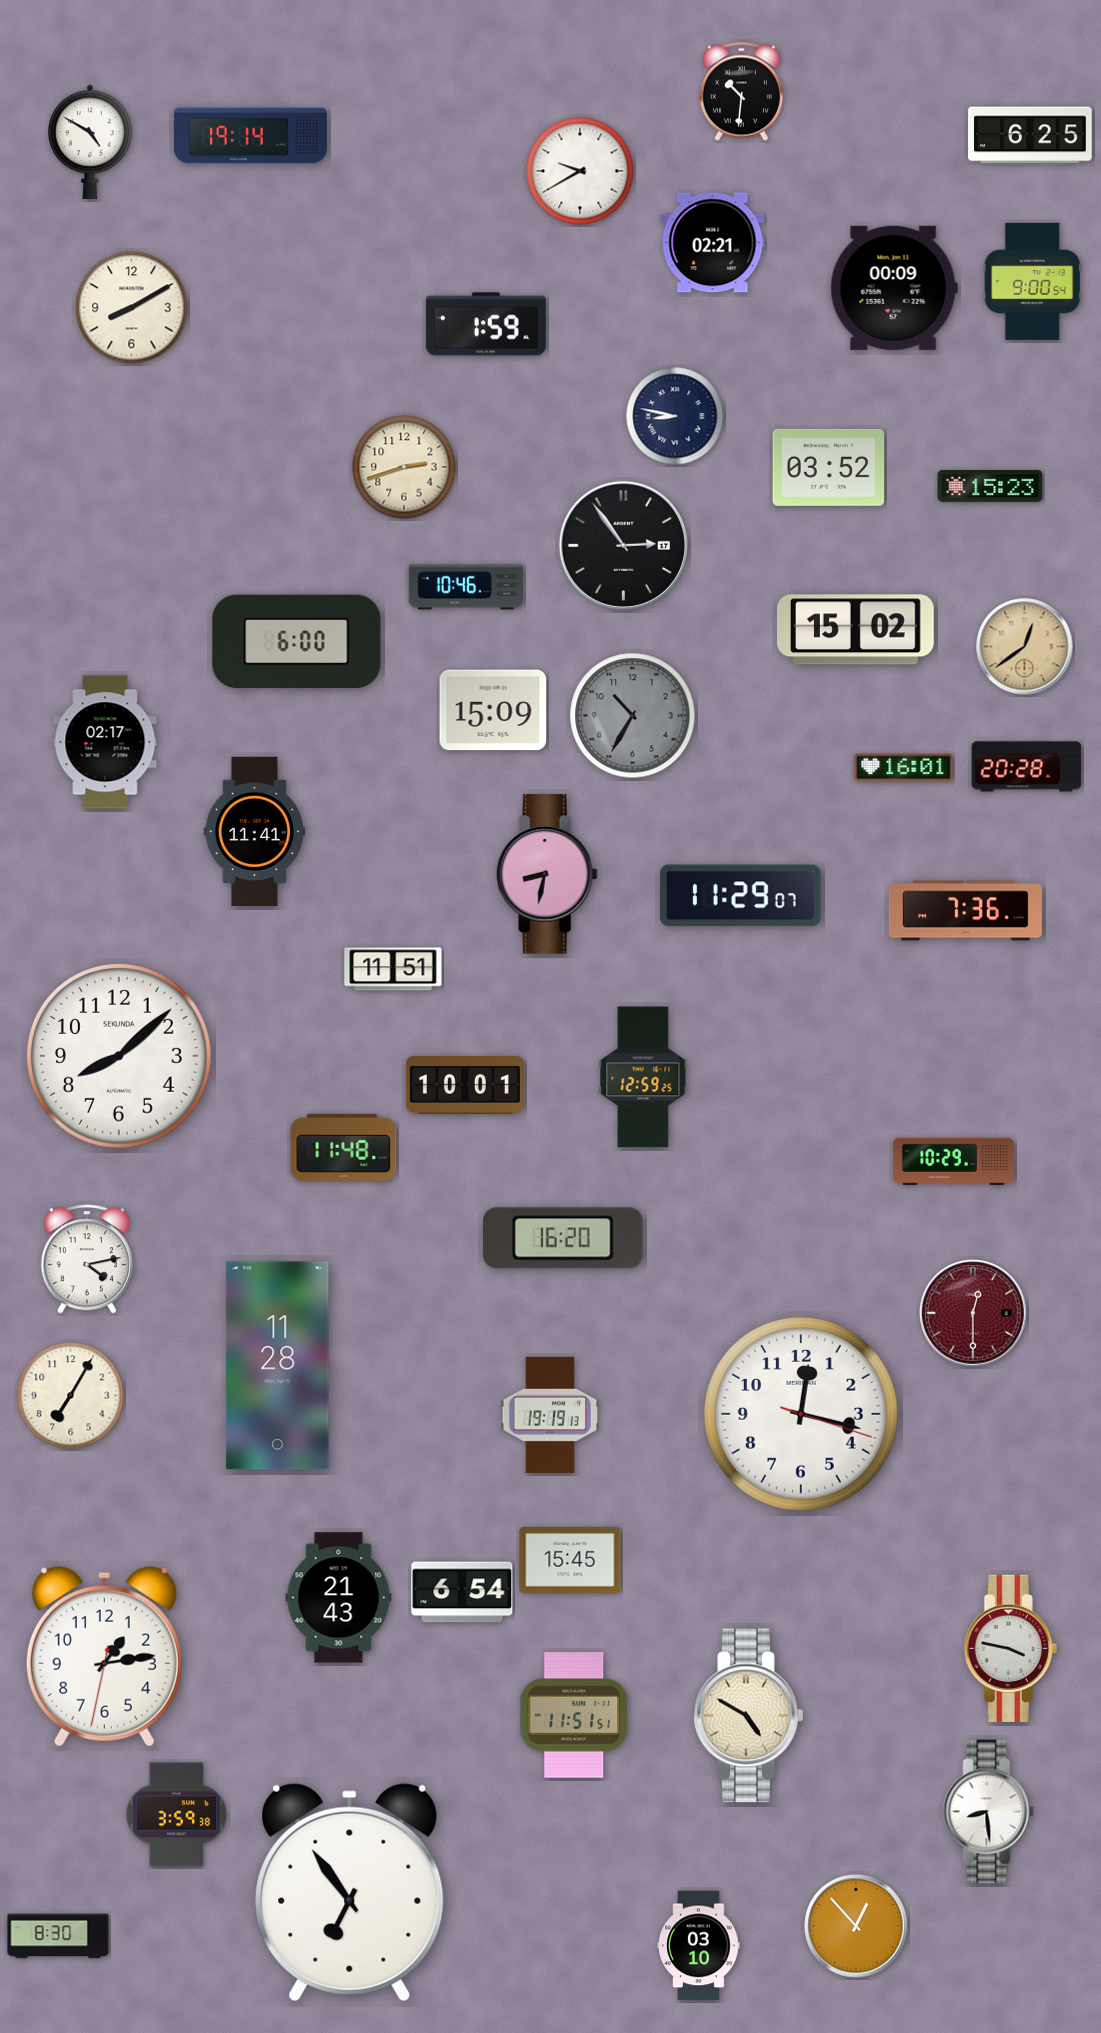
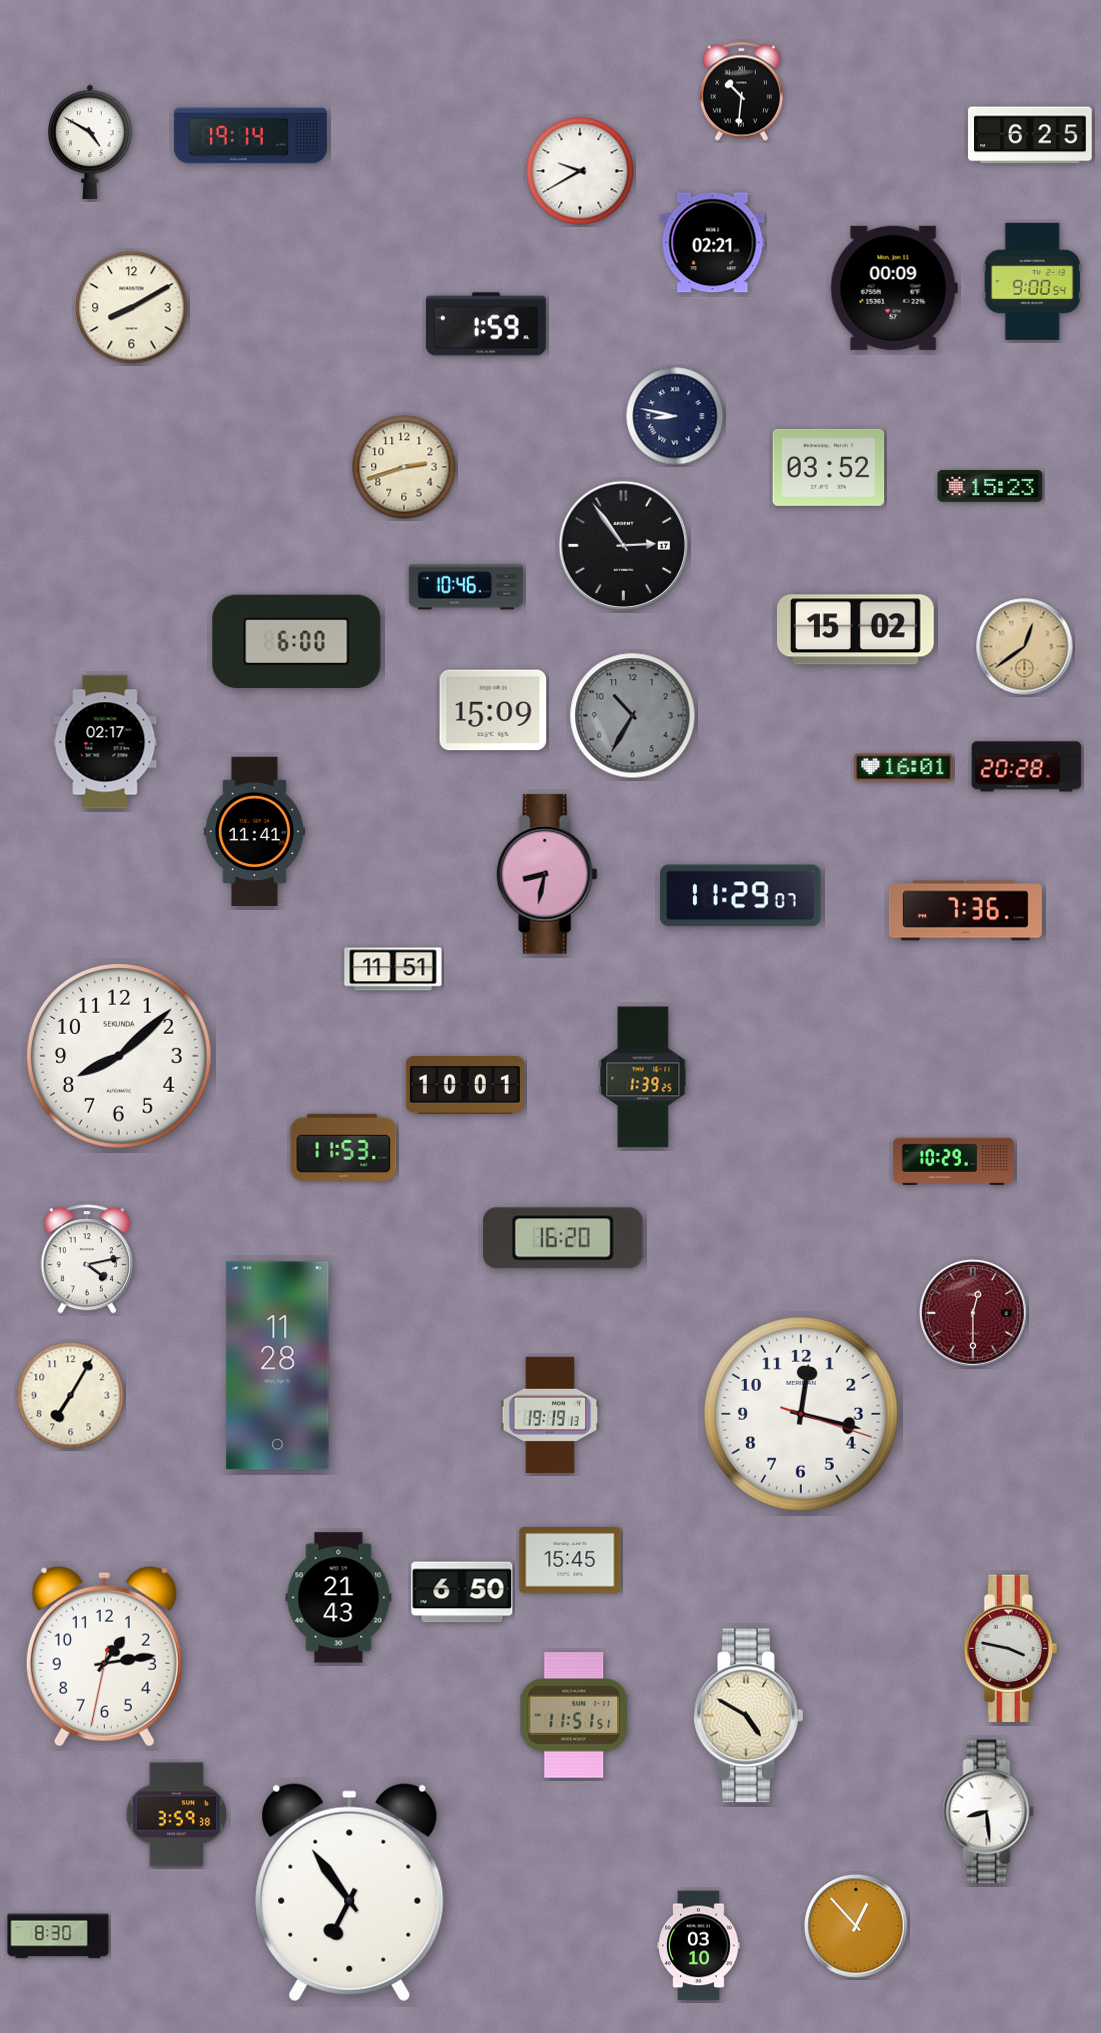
clock at (643, 1077): 12:59 -> 1:39
clock at (344, 1147): 11:48 -> 11:53
clock at (462, 1592): 6:54 -> 6:50
